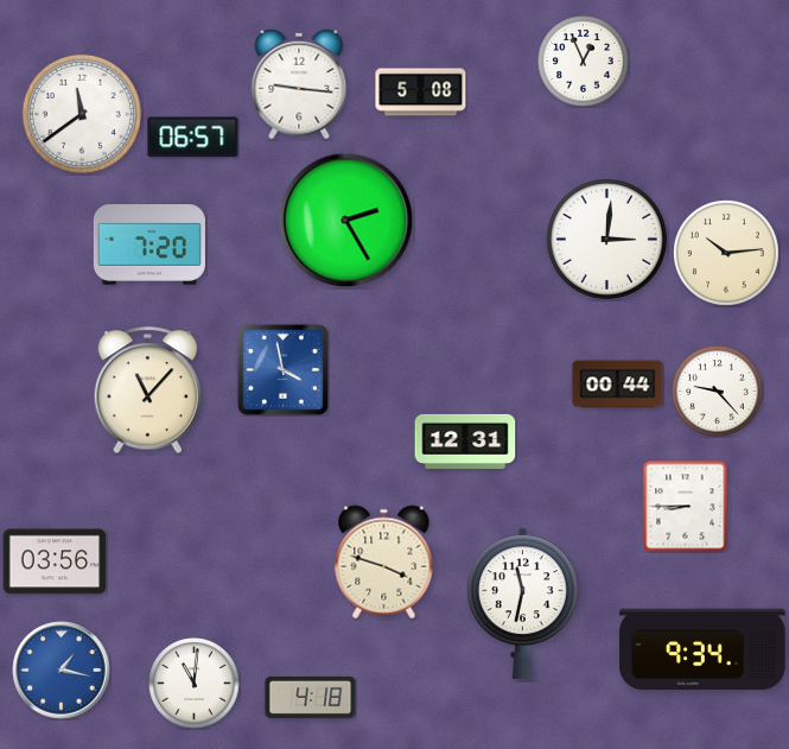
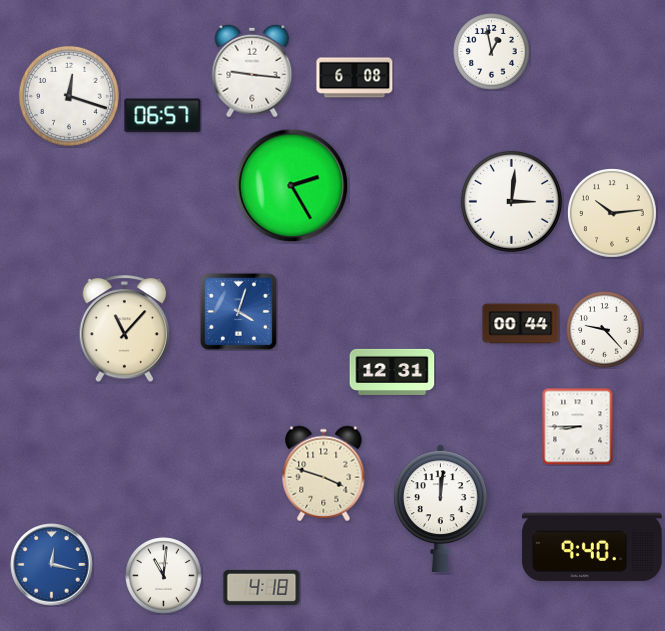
clock at (584, 62): 12:56 -> 12:58
clock at (421, 93): 5:08 -> 6:08
clock at (82, 114): 11:39 -> 12:18
clock at (149, 246): 7:20 -> none
clock at (282, 369): 3:58 -> 4:03
clock at (55, 561): 03:56 -> none
clock at (522, 603): 11:32 -> 12:01
clock at (702, 649): 9:34 -> 9:40
clock at (62, 671): 1:17 -> 12:17
